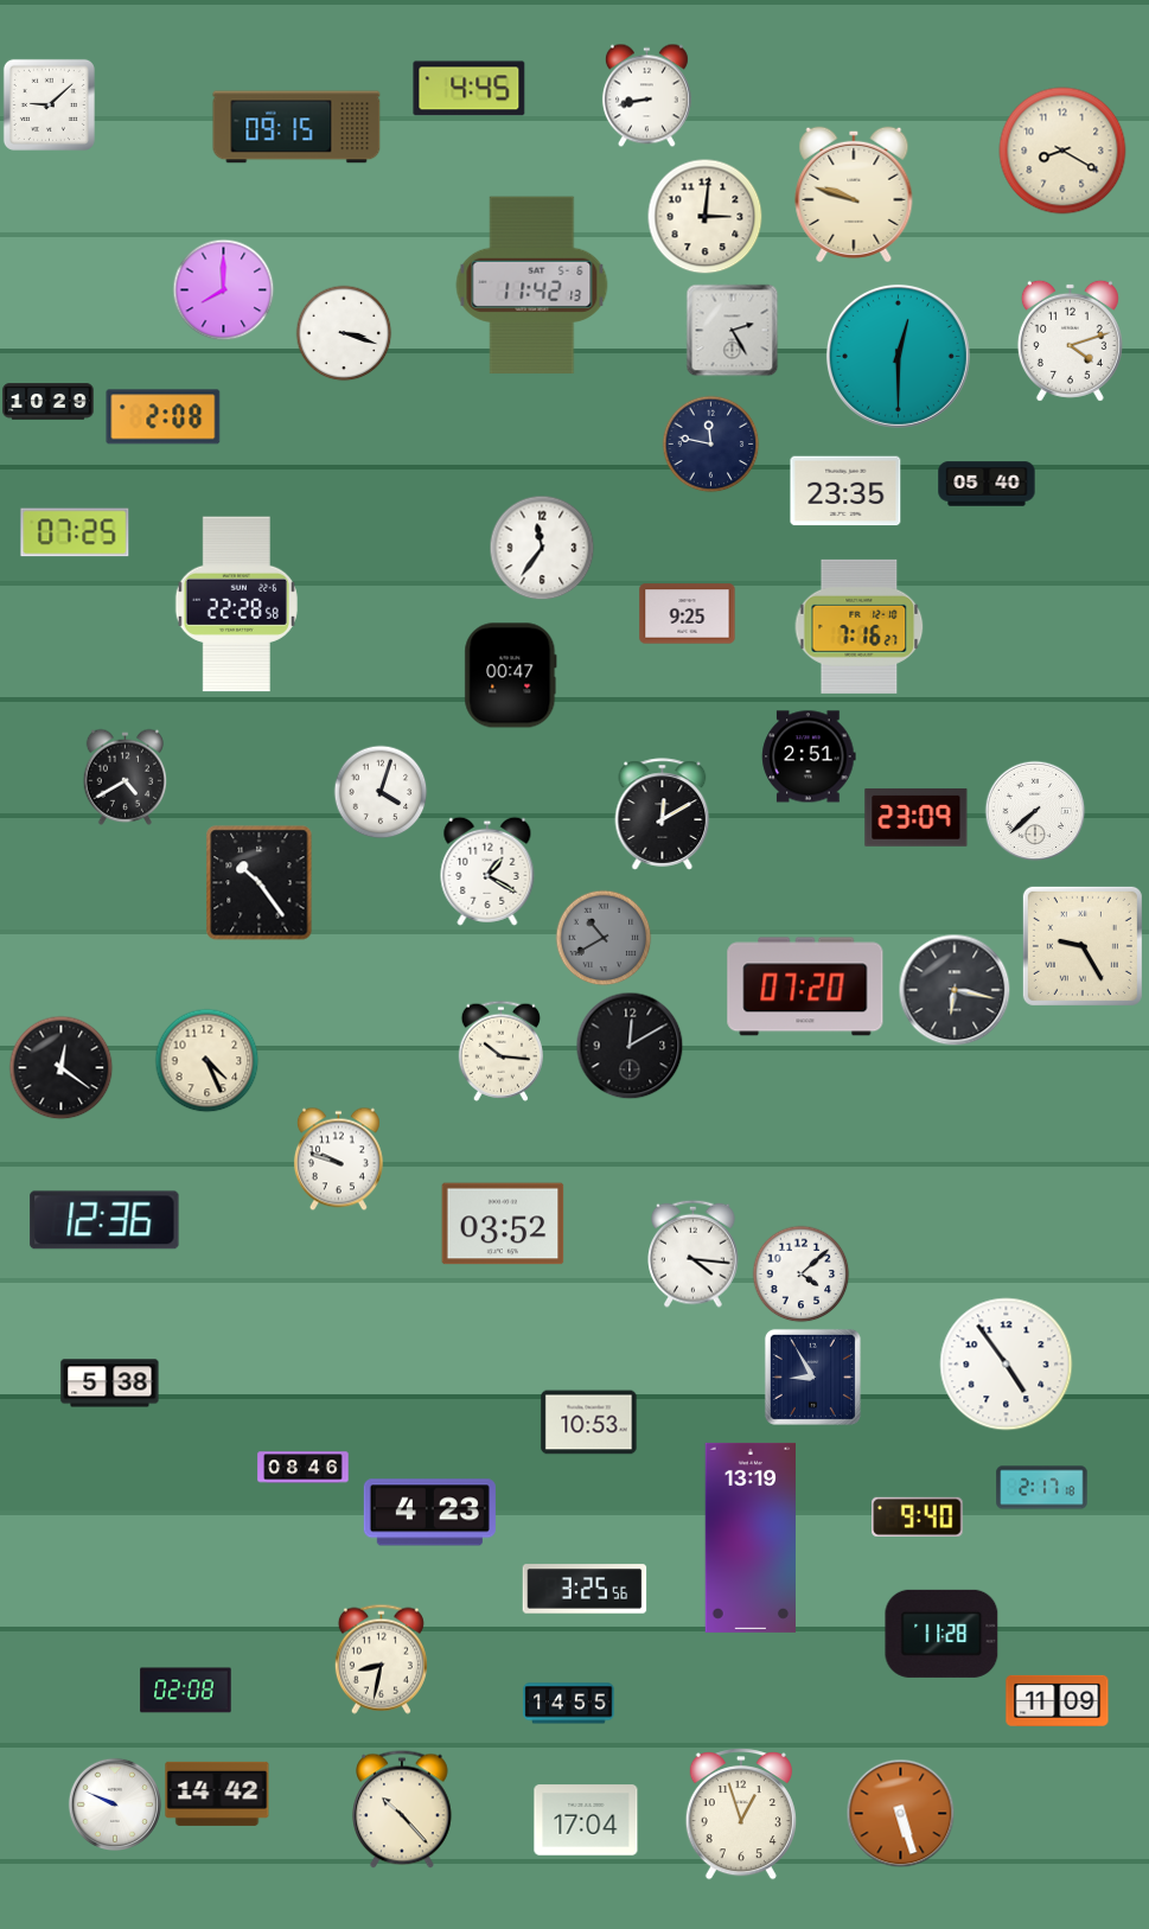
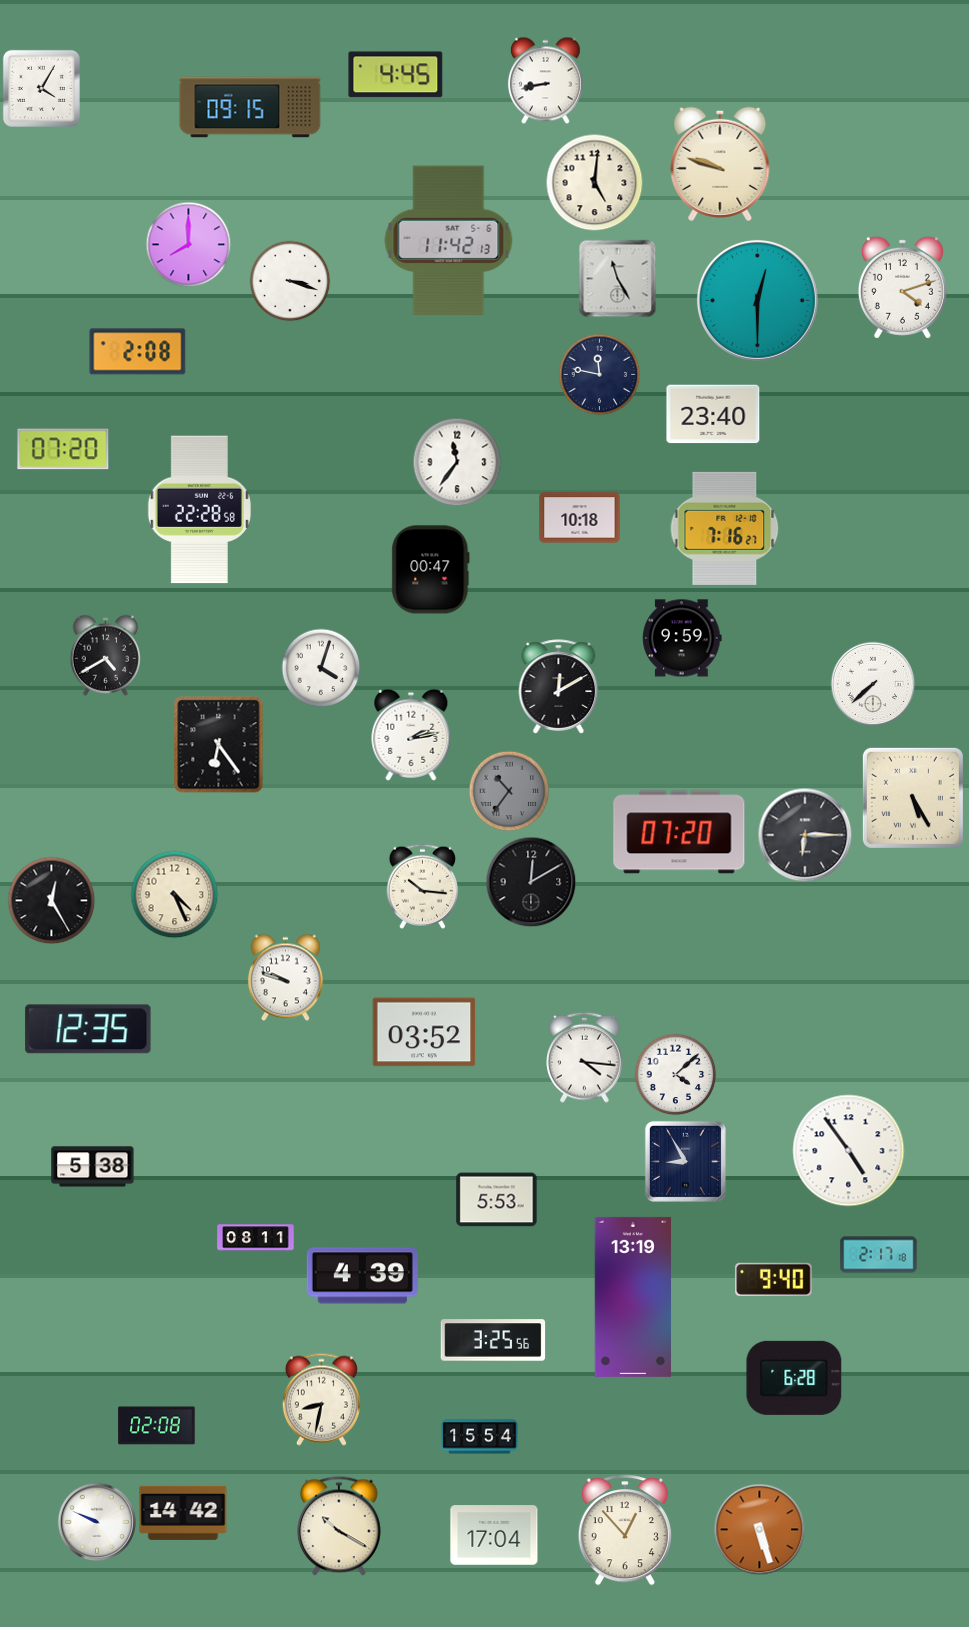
clock at (49, 104): 9:08 -> 4:05
clock at (1062, 151): 8:20 -> none
clock at (704, 216): 3:01 -> 5:01
clock at (732, 330): 2:25 -> 11:25
clock at (49, 402): 10:29 -> none
clock at (987, 484): 05:40 -> none
clock at (845, 491): 23:35 -> 23:40
clock at (75, 532): 07:25 -> 07:20
clock at (688, 614): 9:25 -> 10:18
clock at (809, 756): 2:51 -> 9:59
clock at (917, 817): 23:09 -> none
clock at (487, 871): 1:20 -> 2:13
clock at (260, 883): 10:24 -> 6:24
clock at (604, 938): 10:40 -> 10:36
clock at (1083, 946): 9:25 -> 5:25
clock at (955, 990): 6:17 -> 6:15
clock at (60, 1067): 12:21 -> 12:25
clock at (104, 1220): 12:36 -> 12:35
clock at (589, 1423): 10:53 -> 5:53
clock at (304, 1468): 08:46 -> 08:11
clock at (429, 1513): 4:23 -> 4:39
clock at (941, 1634): 11:28 -> 6:28
clock at (1058, 1700): 11:09 -> none
clock at (569, 1704): 14:55 -> 15:54
clock at (403, 1809): 10:23 -> 10:20
clock at (741, 1814): 12:57 -> 12:53
